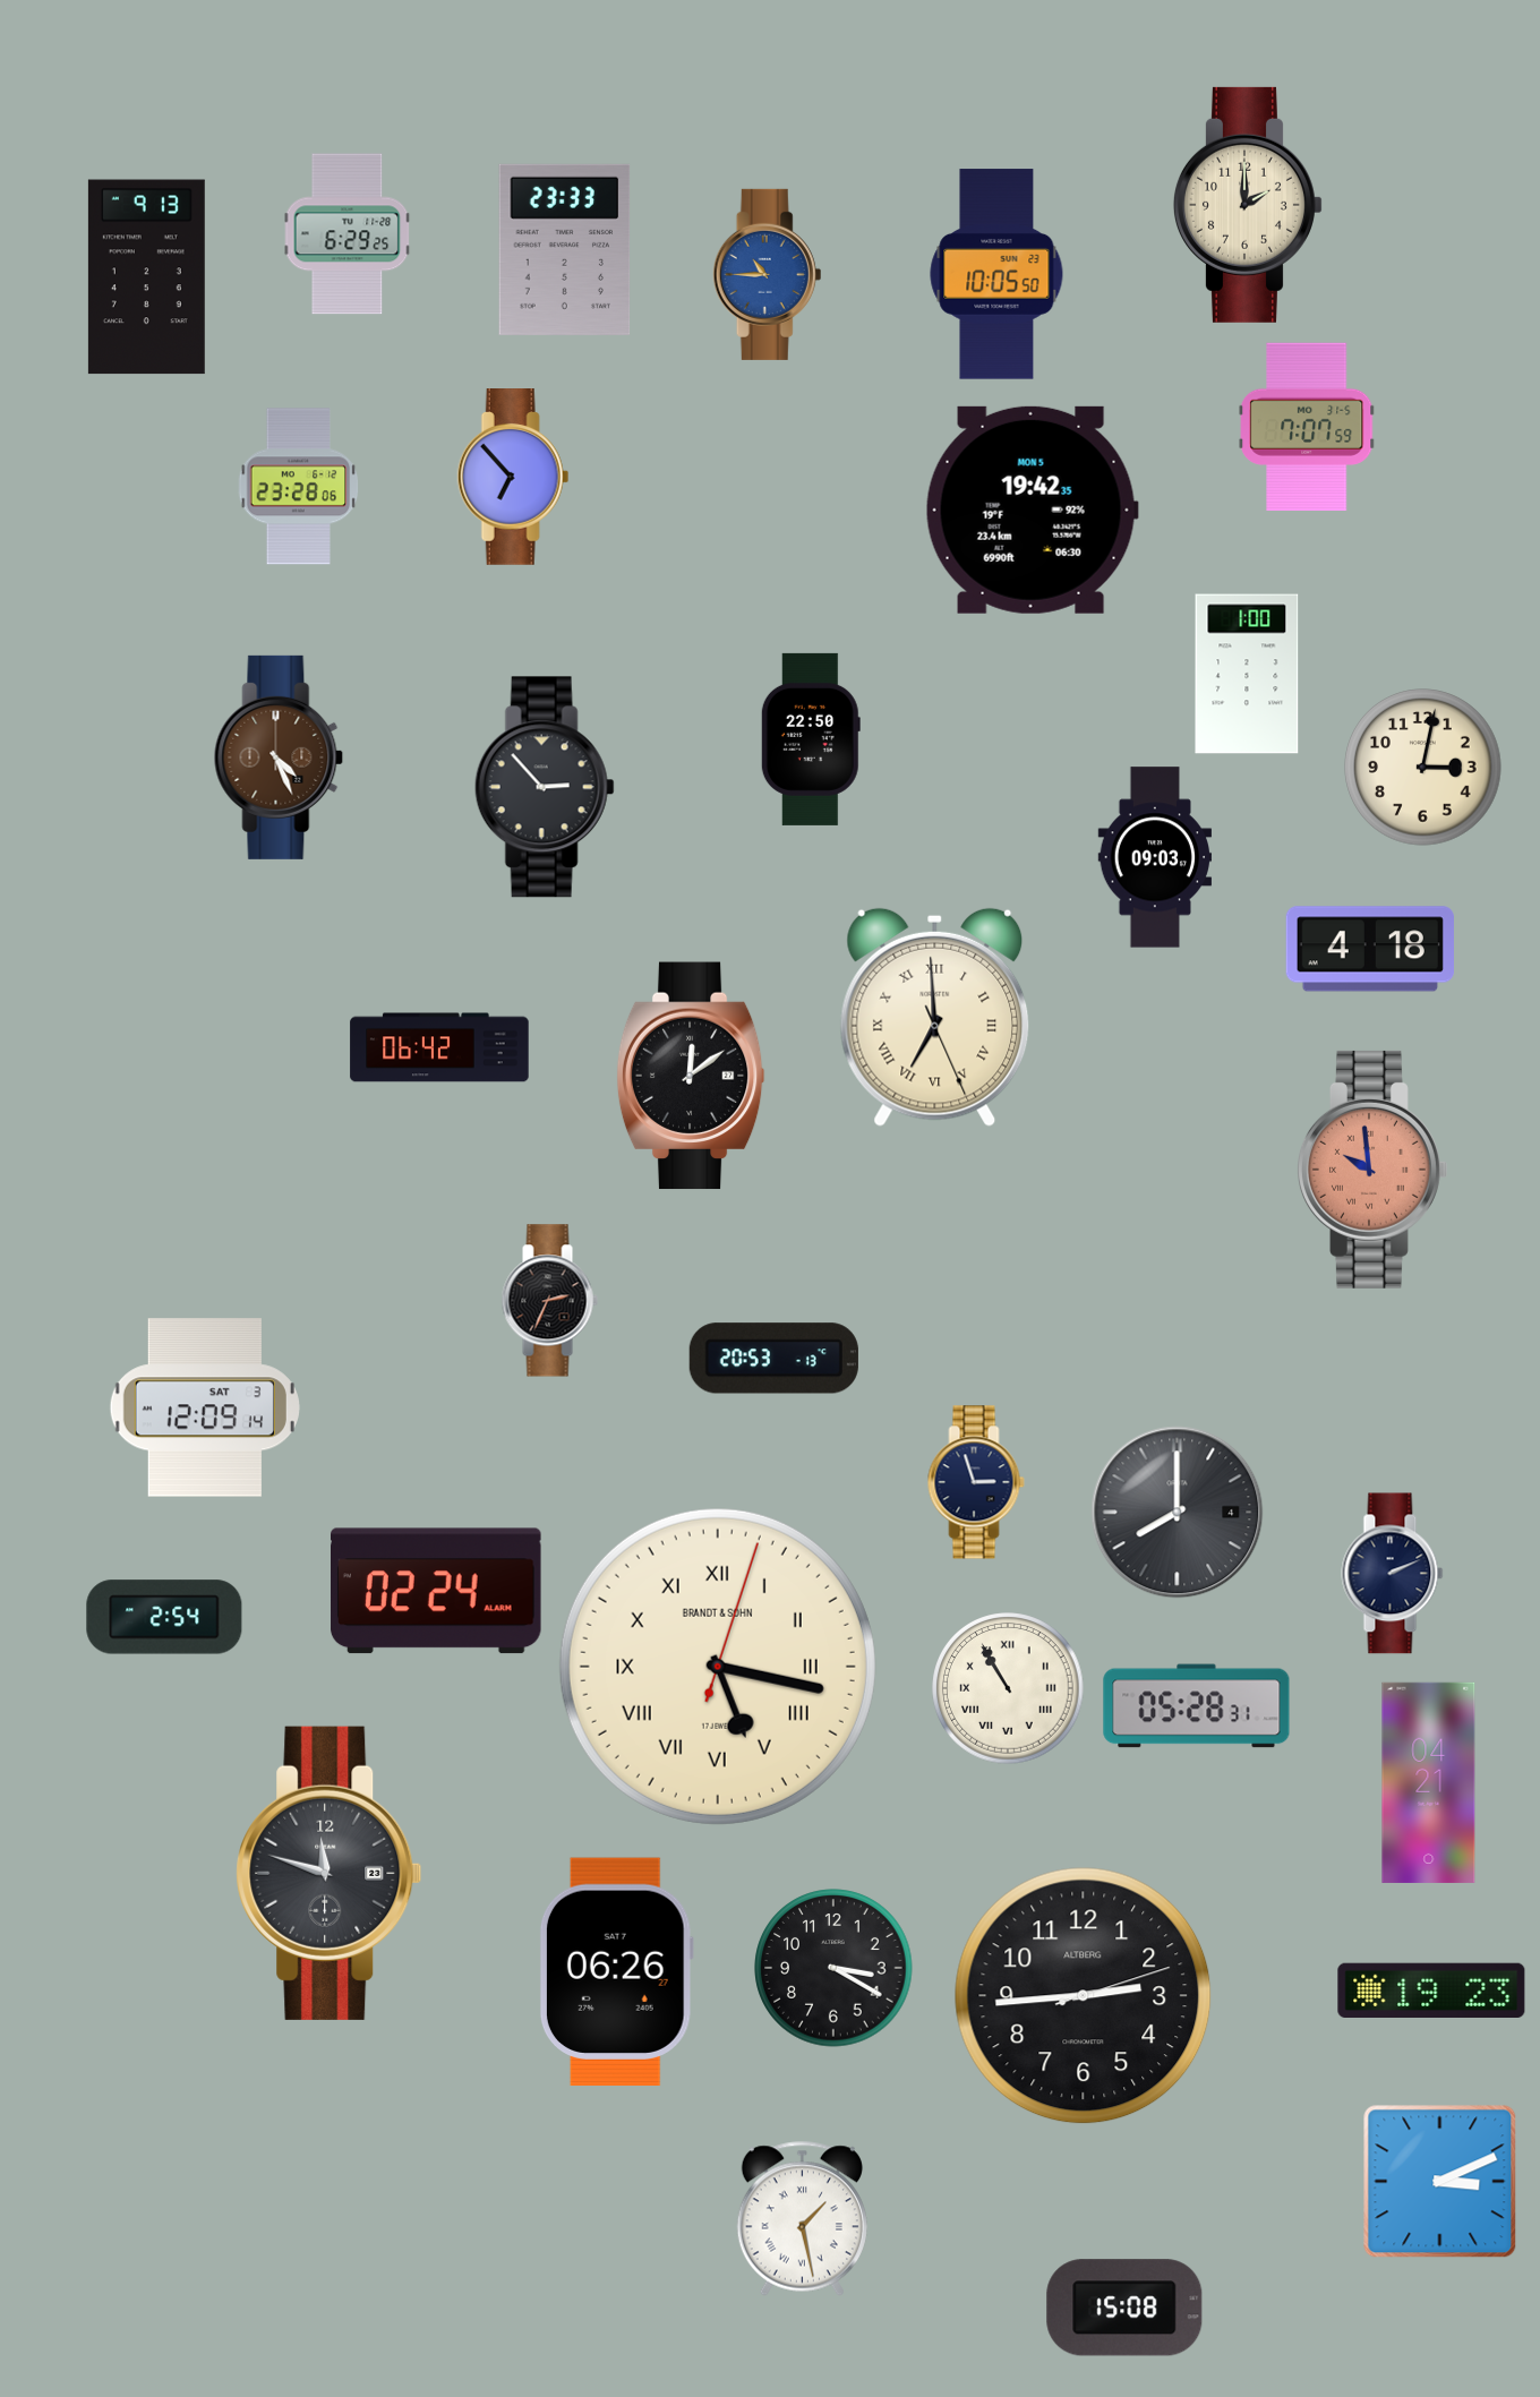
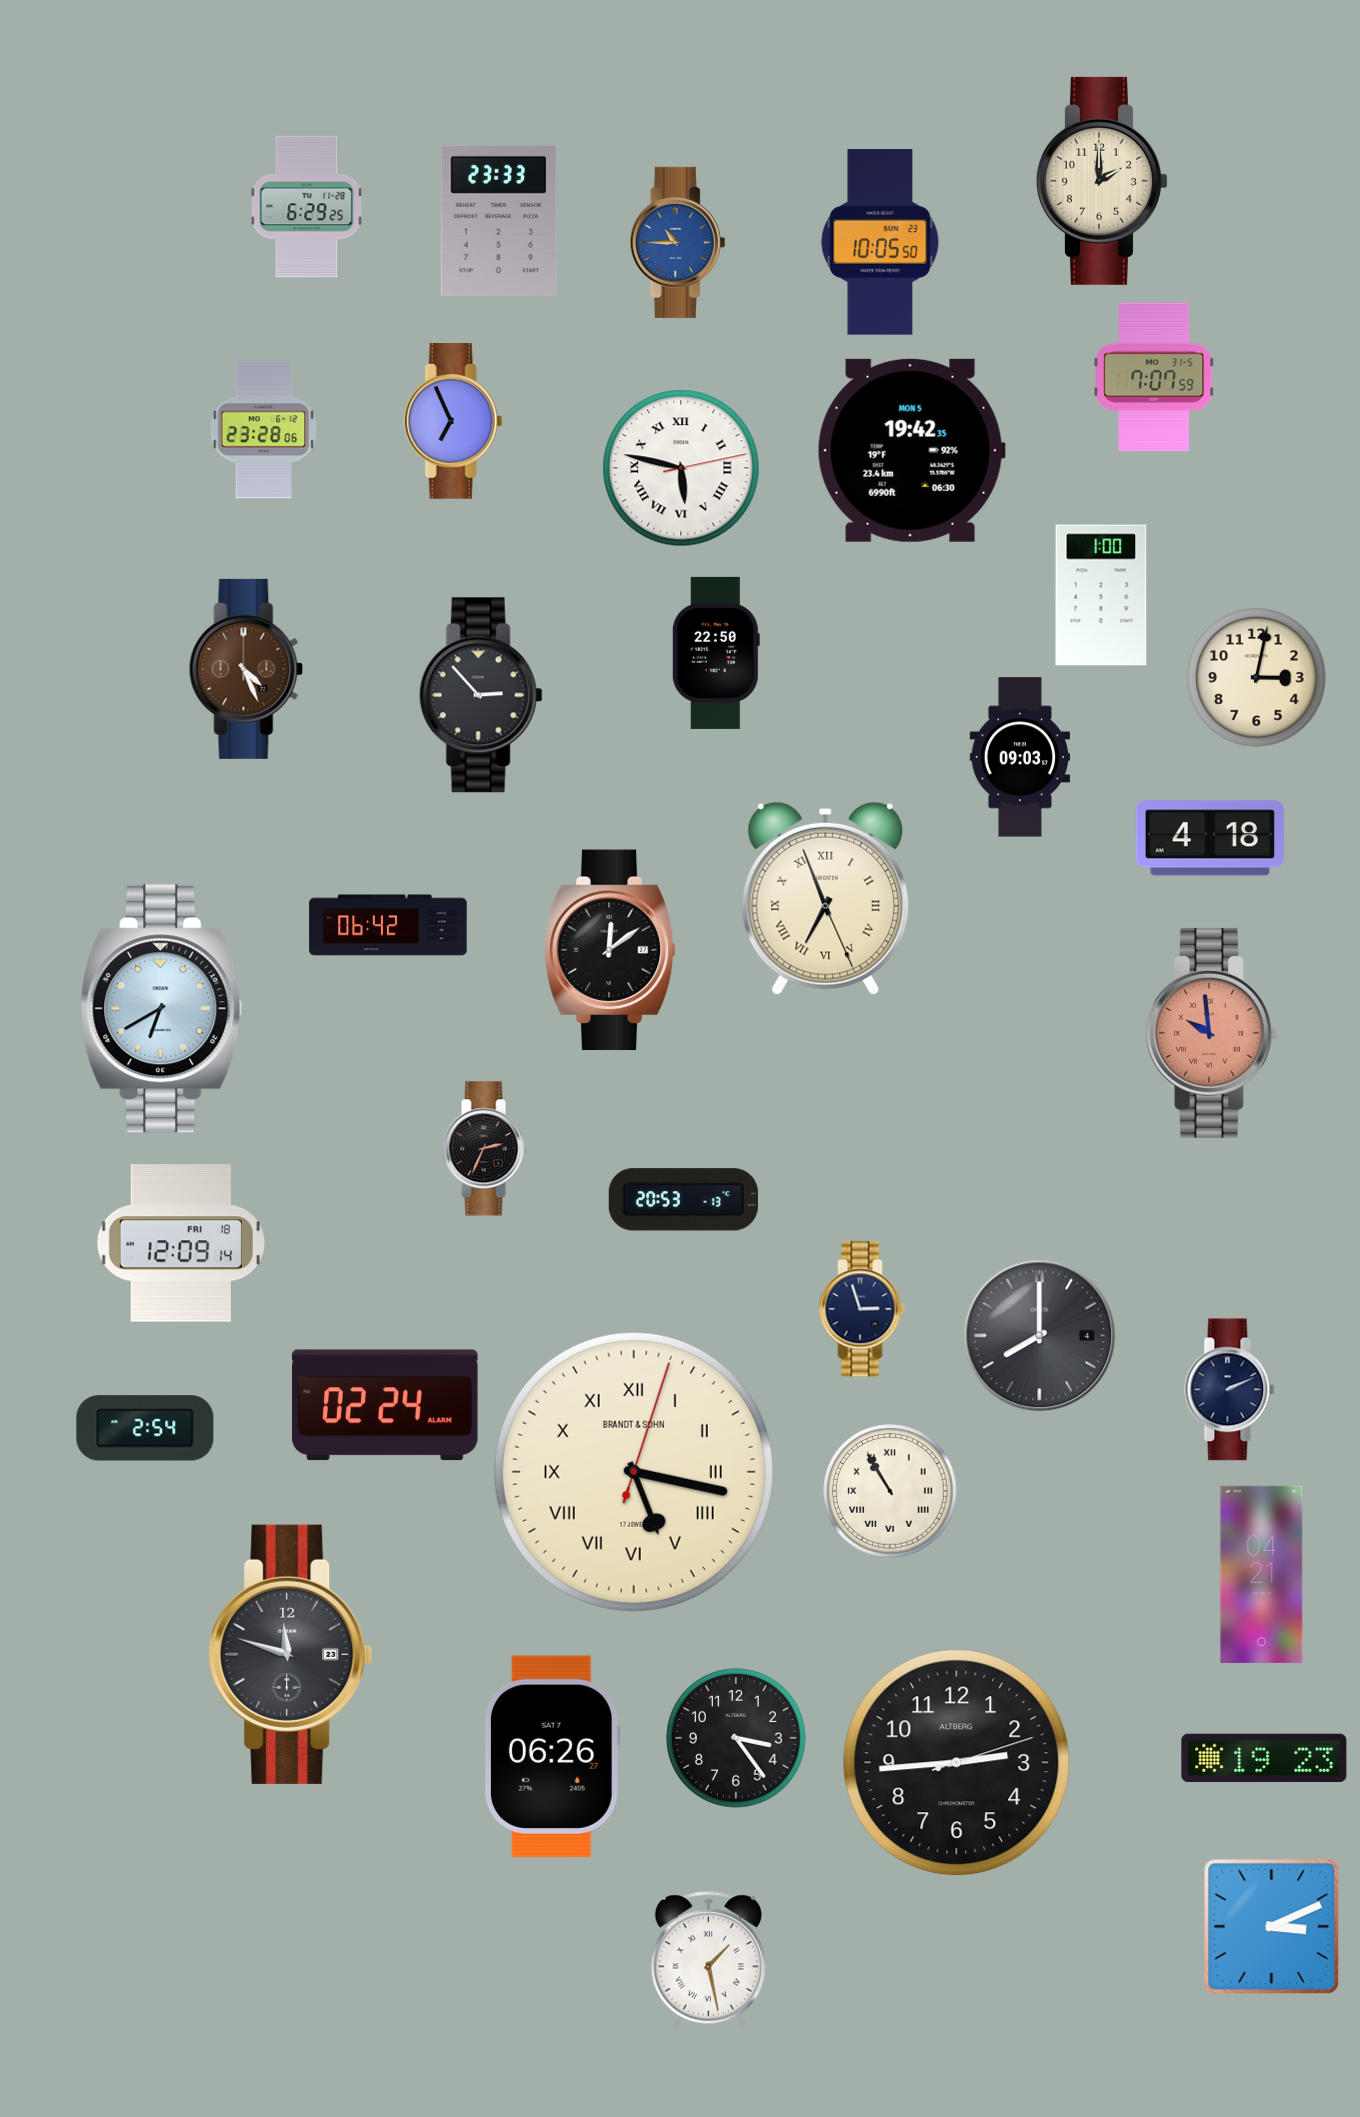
clock at (146, 277): 9:13 -> none
clock at (513, 478): 6:53 -> 6:56
clock at (681, 468): none -> 5:47
clock at (935, 1017): 6:59 -> 6:56
clock at (162, 1009): none -> 6:40
clock at (205, 1407) date: SAT 3 -> FRI 18
clock at (1197, 1706): 05:28 -> none
clock at (833, 1968): 3:20 -> 3:24
clock at (616, 1971) position: (616, 1971) -> (552, 1756)
clock at (1124, 2308): 15:08 -> none
